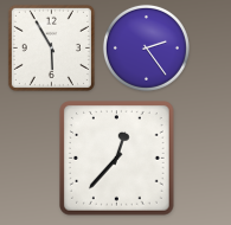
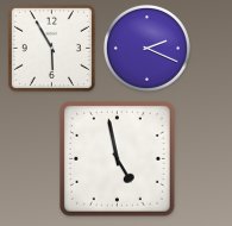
clock at (146, 47): 2:24 -> 2:19
clock at (117, 159): 12:37 -> 4:58
